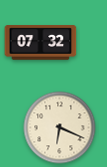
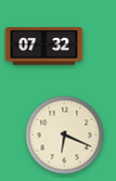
clock at (60, 128) position: (60, 128) -> (65, 135)
